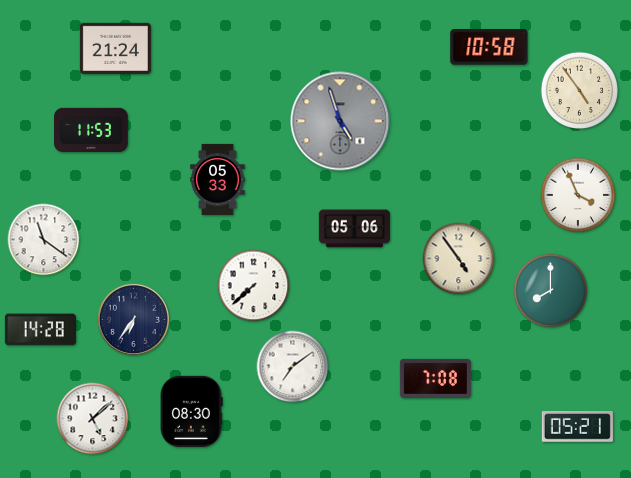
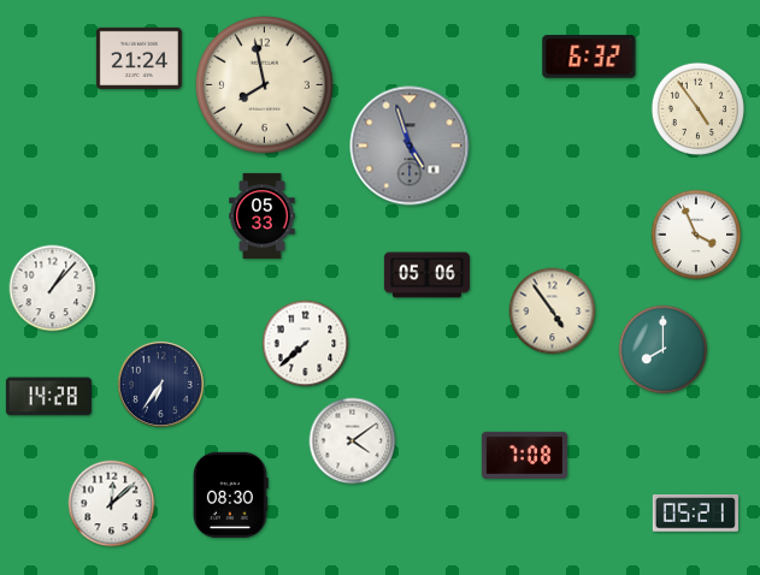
clock at (489, 47): 10:58 -> 6:32
clock at (264, 84): none -> 7:58
clock at (91, 129): 11:53 -> none
clock at (44, 240): 11:21 -> 1:07
clock at (293, 367): 7:09 -> 4:09
clock at (93, 419): 5:08 -> 12:08
